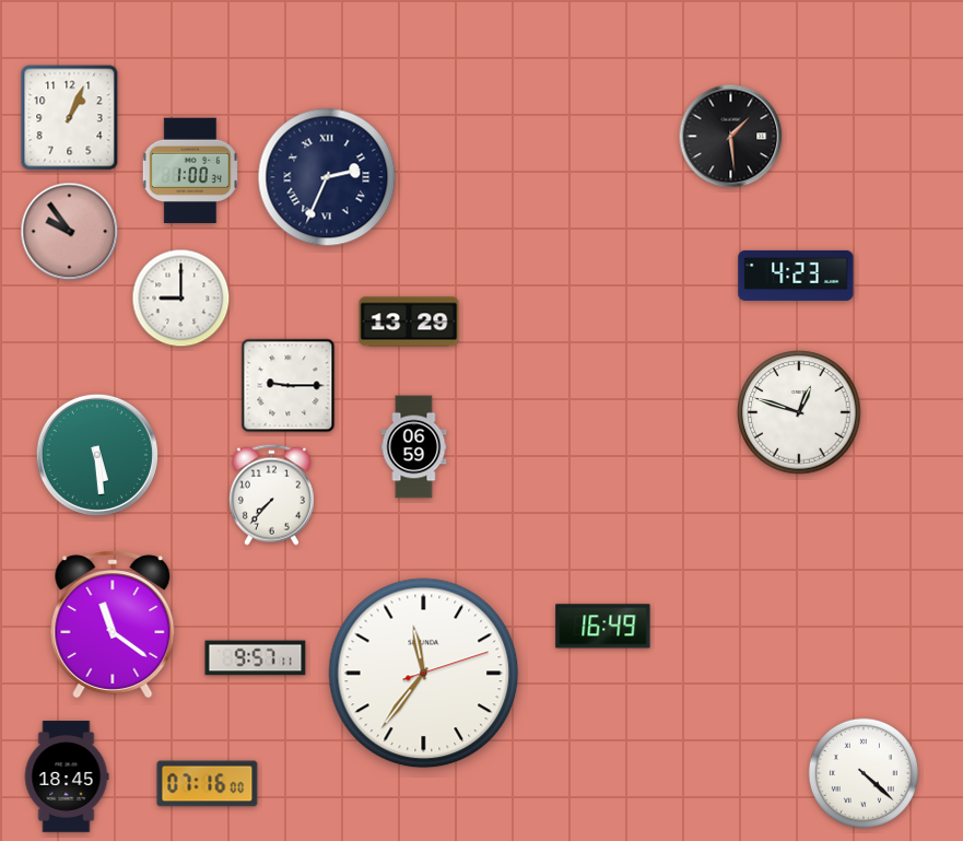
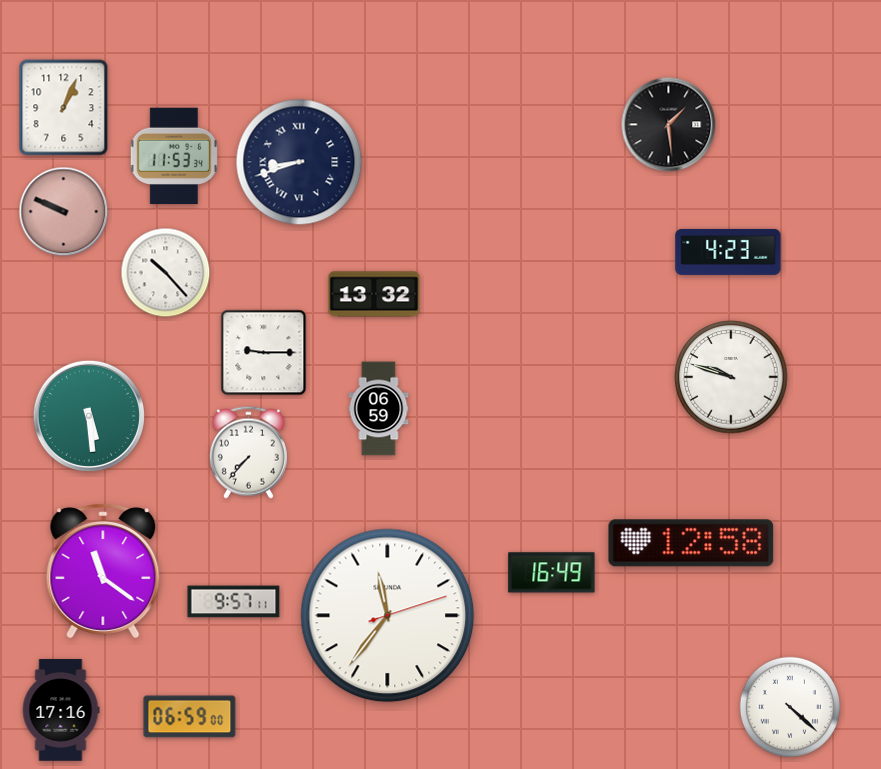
clock at (190, 171): 1:00 -> 11:53
clock at (327, 177): 2:34 -> 8:42
clock at (70, 232): 9:54 -> 9:49
clock at (181, 299): 9:00 -> 10:23
clock at (409, 322): 13:29 -> 13:32
clock at (799, 412): 12:48 -> 9:48
clock at (691, 543): none -> 12:58
clock at (67, 776): 18:45 -> 17:16
clock at (208, 784): 07:16 -> 06:59
